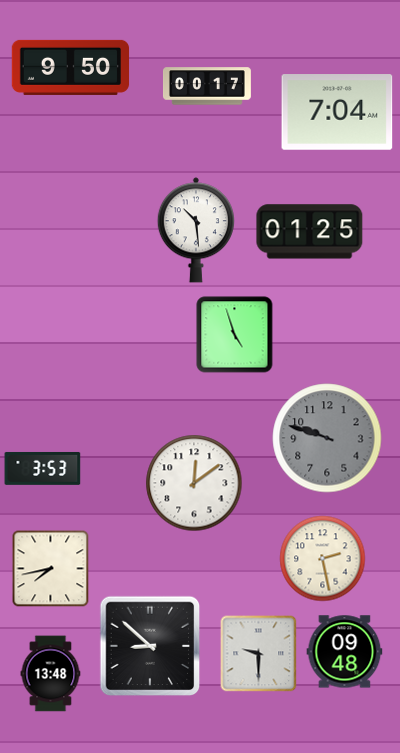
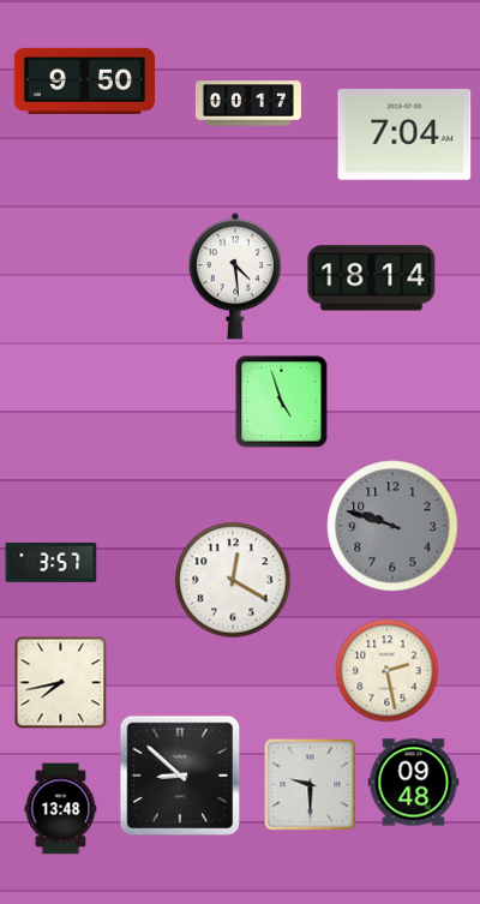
clock at (196, 230): 10:29 -> 4:29
clock at (310, 232): 01:25 -> 18:14
clock at (43, 468): 3:53 -> 3:57
clock at (194, 483): 12:09 -> 12:20
